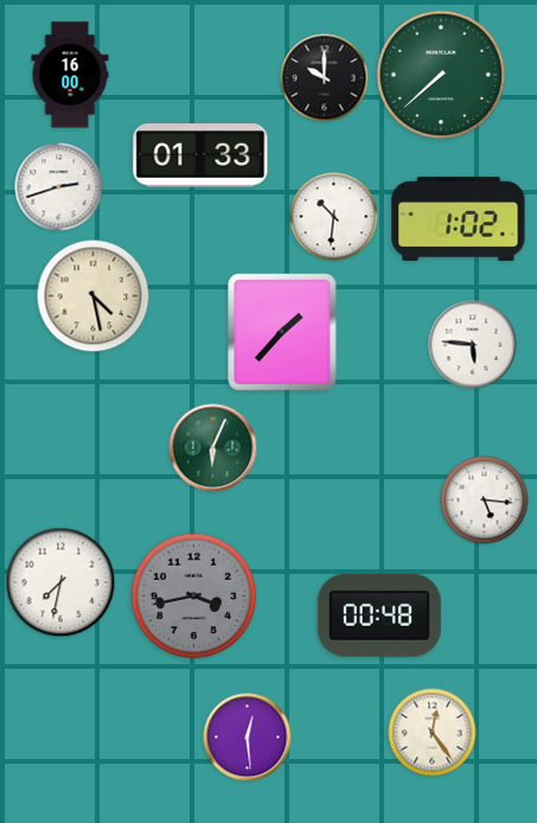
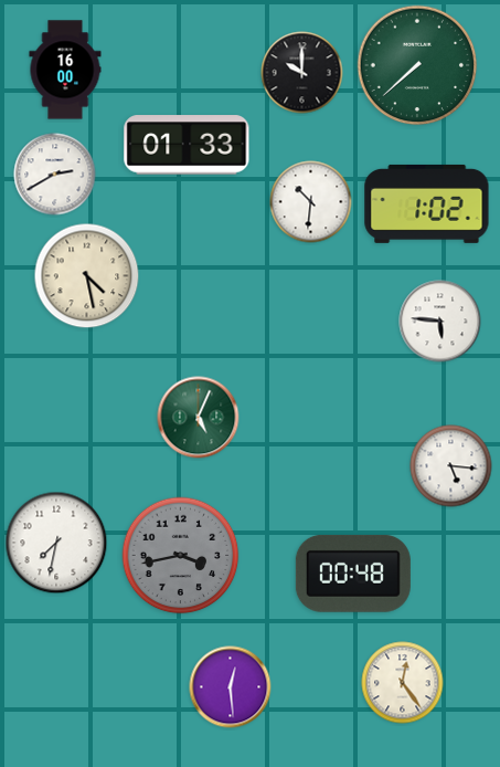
clock at (441, 75) position: (441, 75) -> (417, 65)
clock at (59, 187): 2:42 -> 2:40
clock at (282, 332): 1:37 -> none
clock at (213, 448): 6:04 -> 5:04
